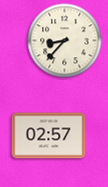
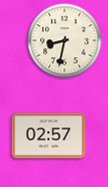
clock at (65, 41): 8:37 -> 8:32
